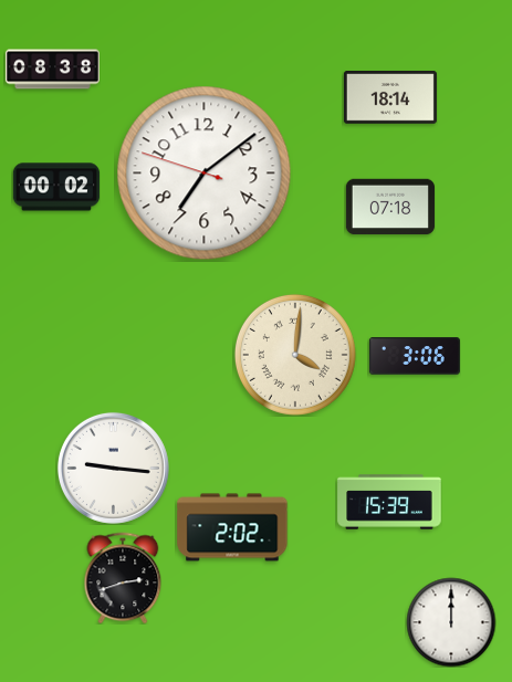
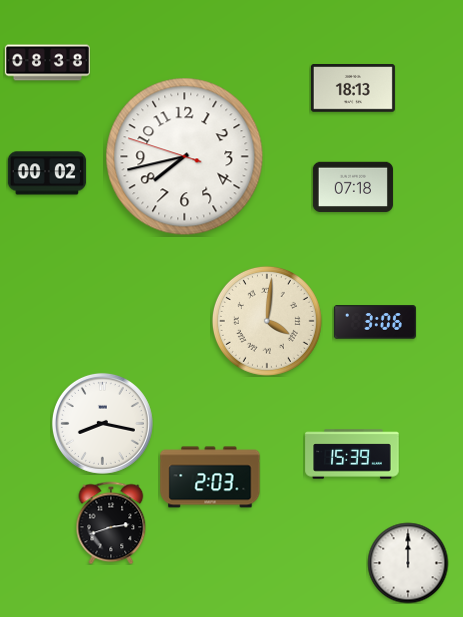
clock at (390, 98): 18:14 -> 18:13
clock at (205, 174): 7:08 -> 7:42
clock at (56, 187) position: (56, 187) -> (47, 173)
clock at (113, 468): 9:16 -> 8:17
clock at (232, 527): 2:02 -> 2:03
